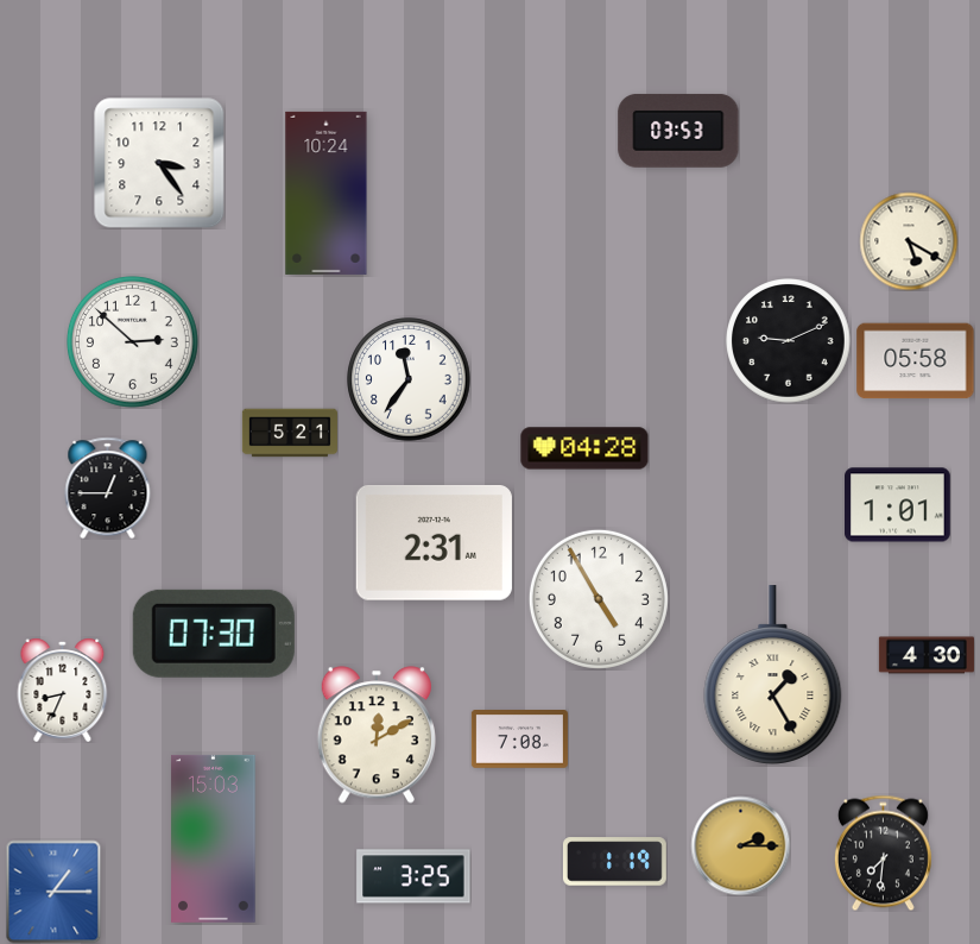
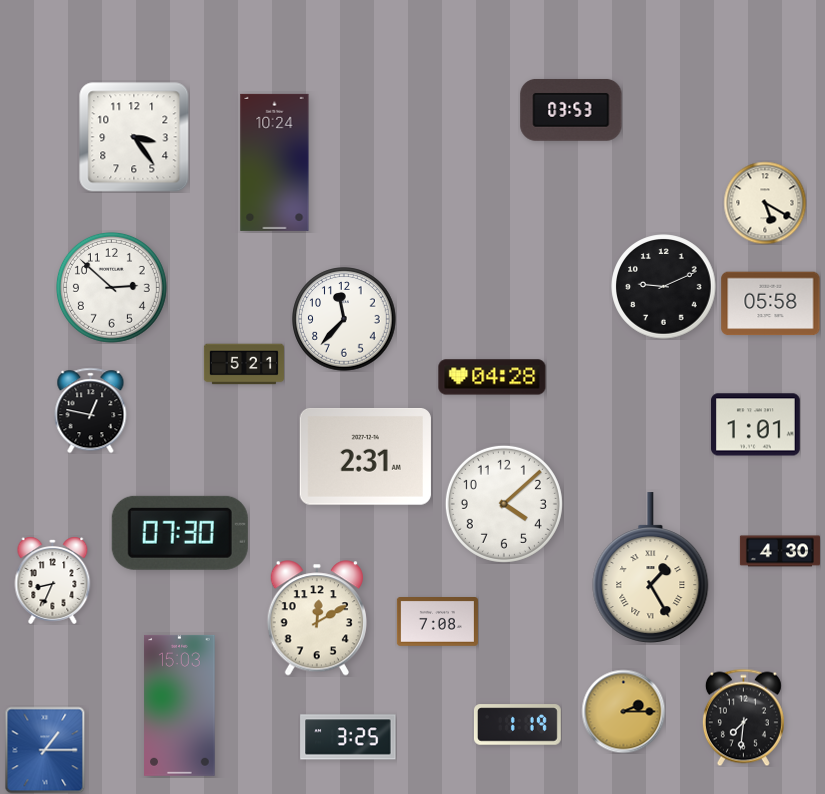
clock at (409, 379): 11:36 -> 11:37
clock at (108, 487): 12:45 -> 12:47
clock at (599, 599): 4:55 -> 4:08
